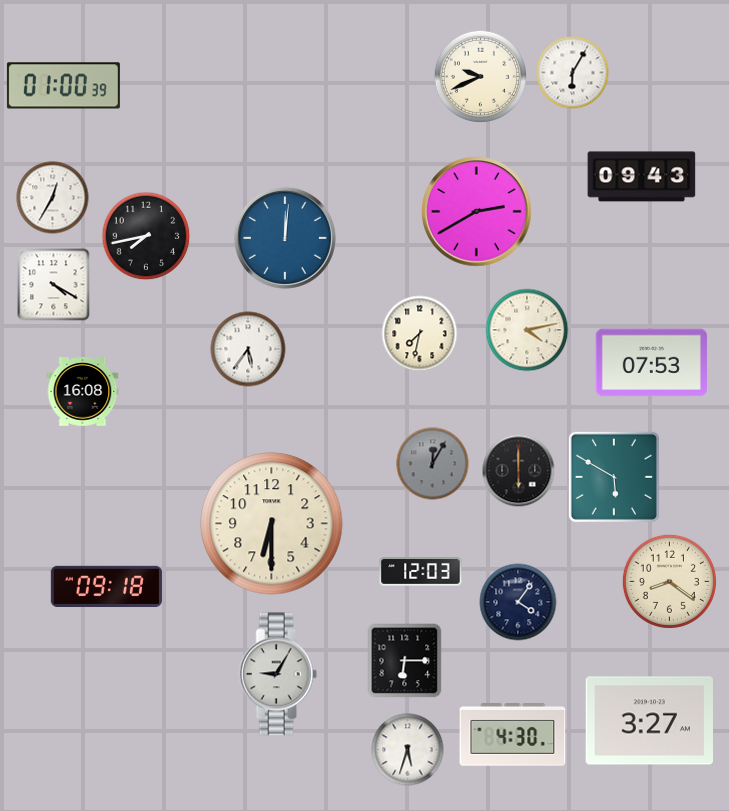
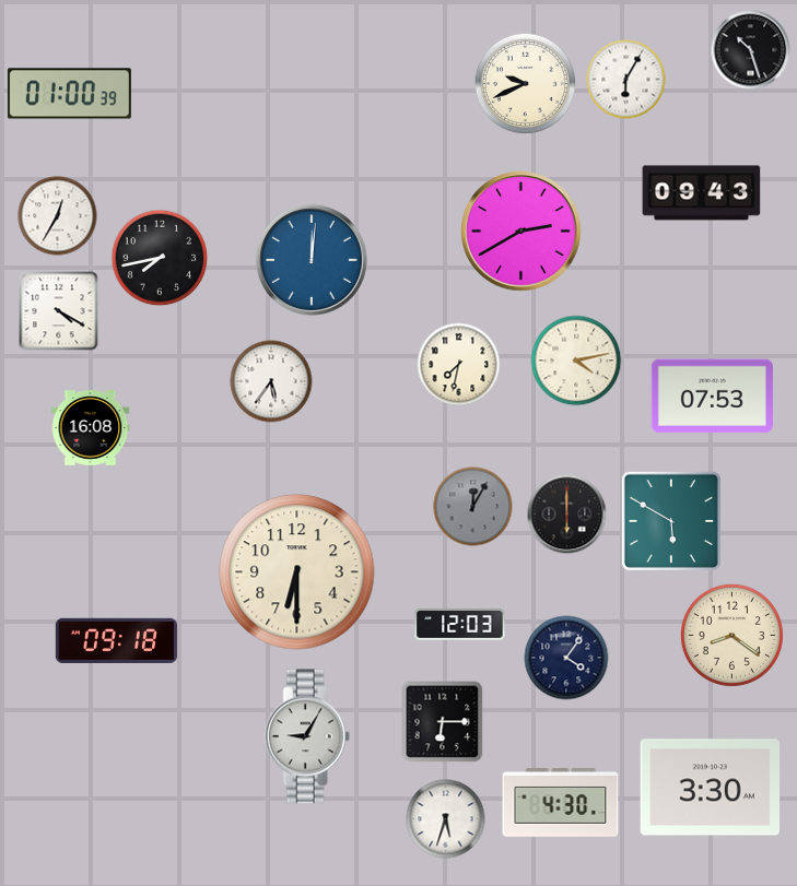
clock at (751, 50): none -> 10:27
clock at (278, 674) position: (278, 674) -> (307, 736)
clock at (649, 721): 3:27 -> 3:30
